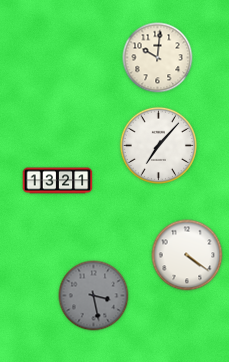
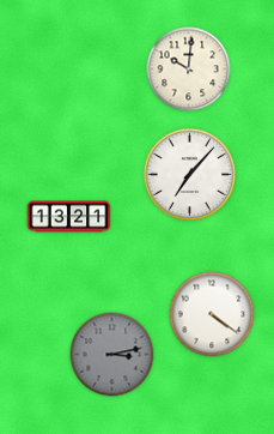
clock at (187, 255) position: (187, 255) -> (212, 314)
clock at (94, 296): 3:28 -> 3:13
